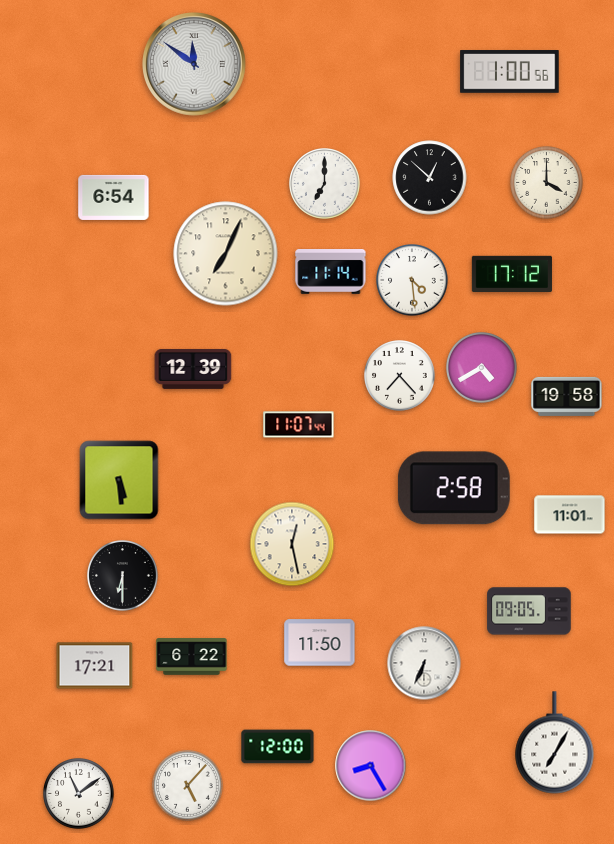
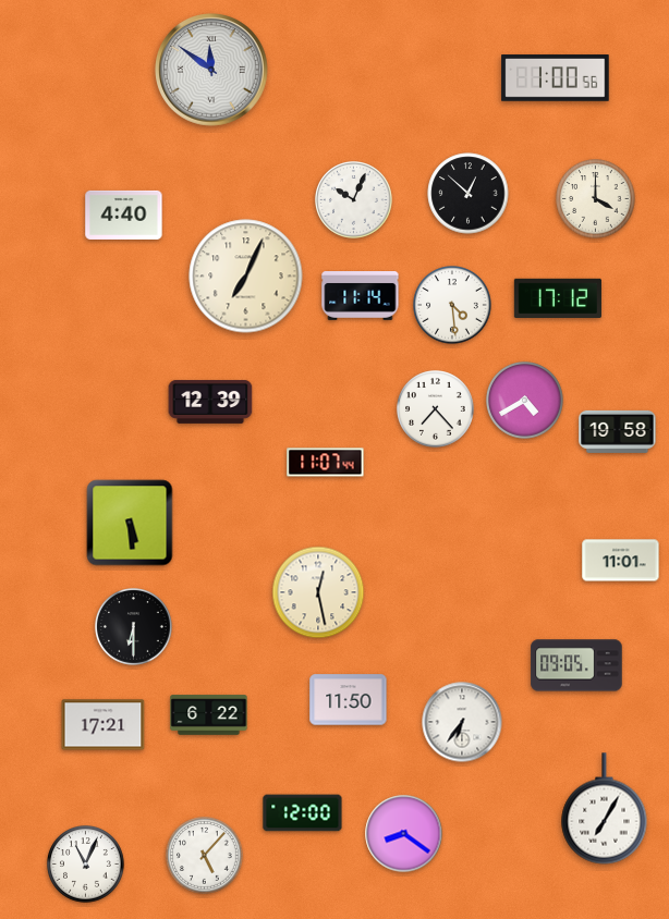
clock at (325, 184): 7:00 -> 10:04
clock at (114, 197): 6:54 -> 4:40
clock at (412, 280) position: (412, 280) -> (452, 305)
clock at (454, 488): 2:58 -> none
clock at (424, 663): 6:34 -> 6:36
clock at (371, 766): 8:25 -> 8:21
clock at (79, 794): 11:09 -> 11:04
